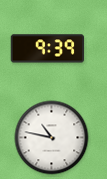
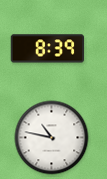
clock at (48, 49): 9:39 -> 8:39
